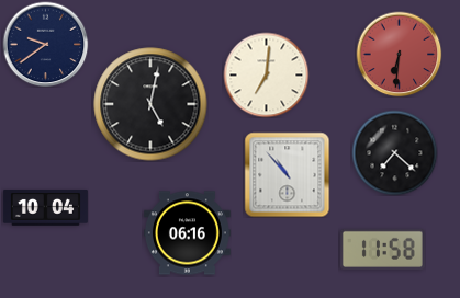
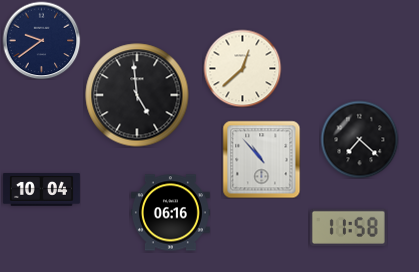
clock at (399, 54): 6:31 -> none
clock at (266, 74): 7:01 -> 12:38
clock at (150, 104): 5:02 -> 4:59
